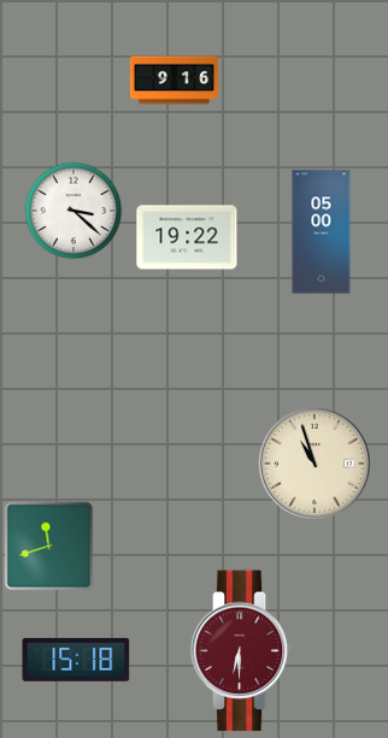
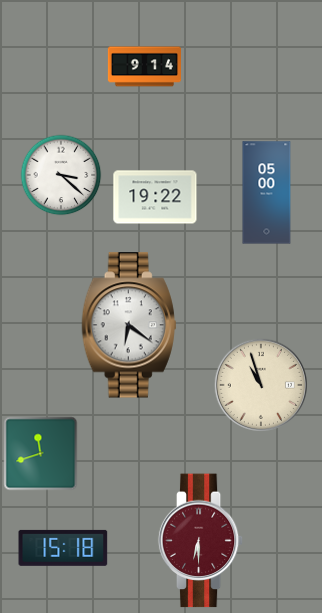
clock at (174, 81): 9:16 -> 9:14
clock at (129, 325): none -> 6:21
